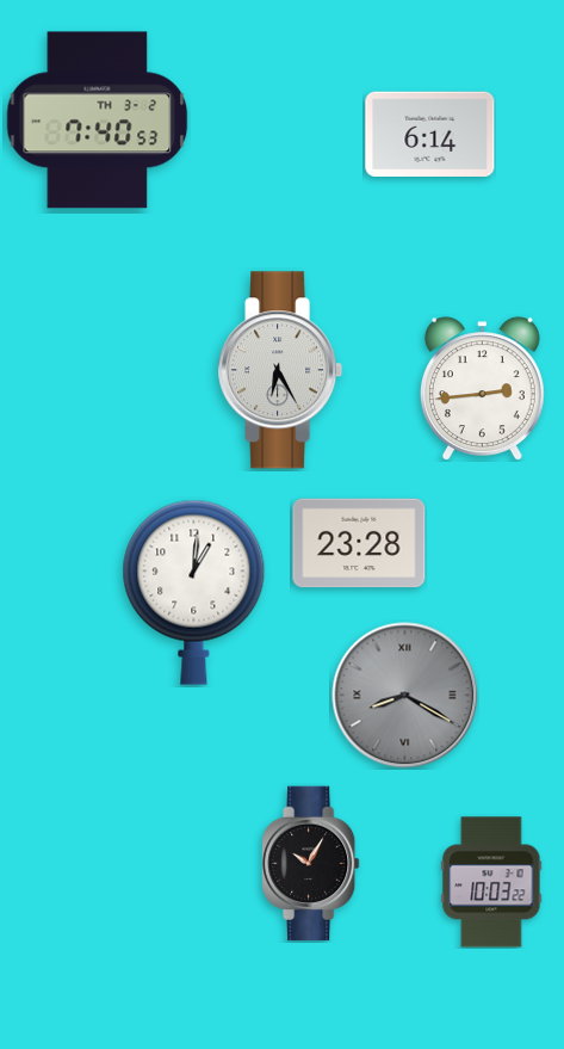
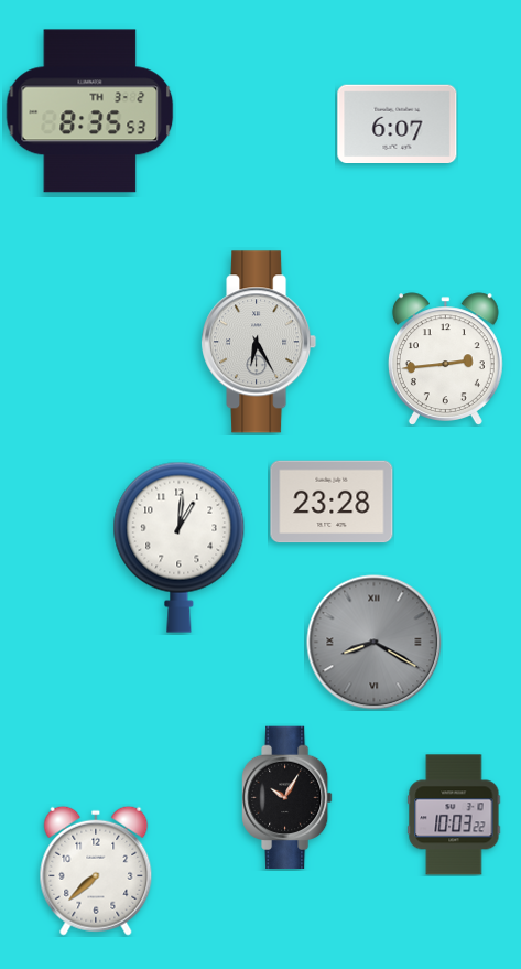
clock at (98, 121): 7:40 -> 8:35
clock at (430, 134): 6:14 -> 6:07
clock at (96, 871): none -> 7:38
